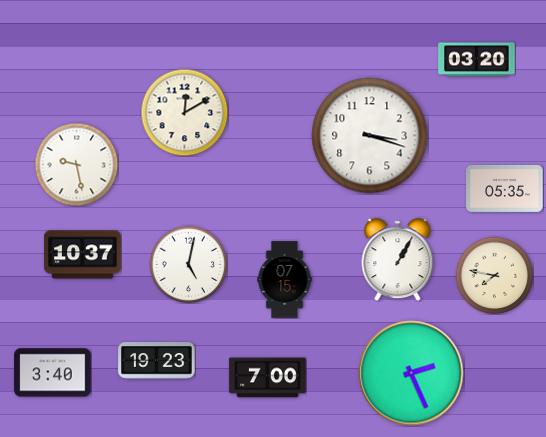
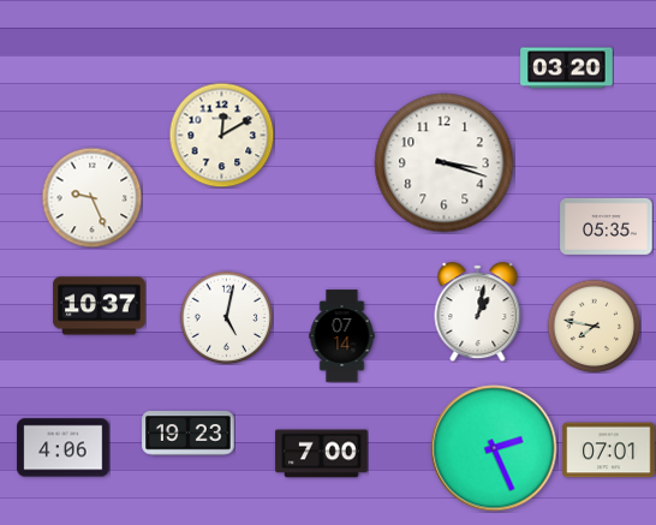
clock at (477, 60) position: (477, 60) -> (567, 68)
clock at (76, 164): 9:28 -> 9:26
clock at (398, 260): 1:05 -> 1:02
clock at (494, 275) position: (494, 275) -> (594, 326)
clock at (285, 280): 07:15 -> 07:14
clock at (53, 373): 3:40 -> 4:06
clock at (609, 451): none -> 07:01
